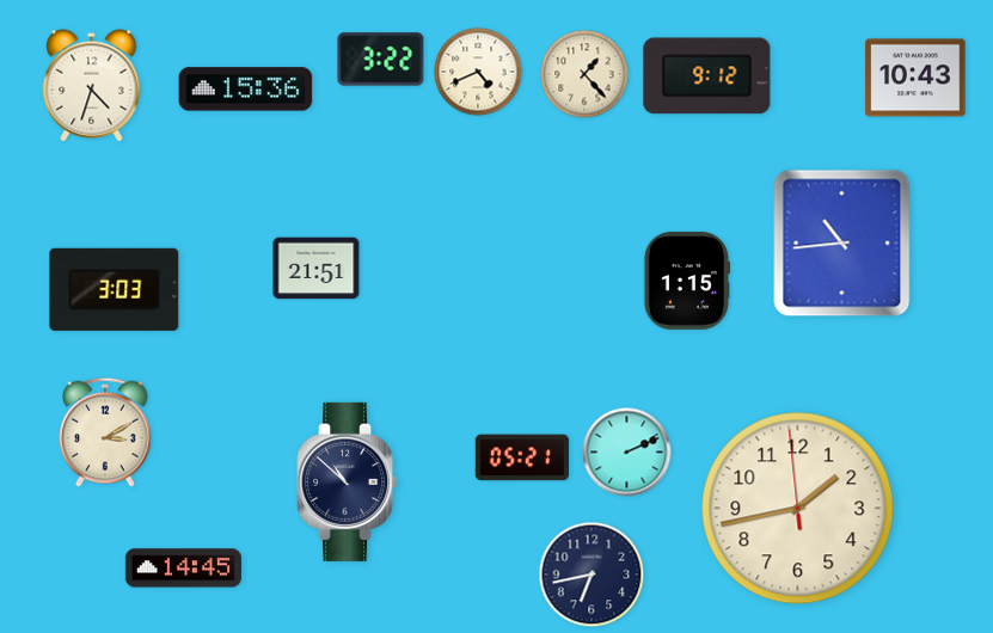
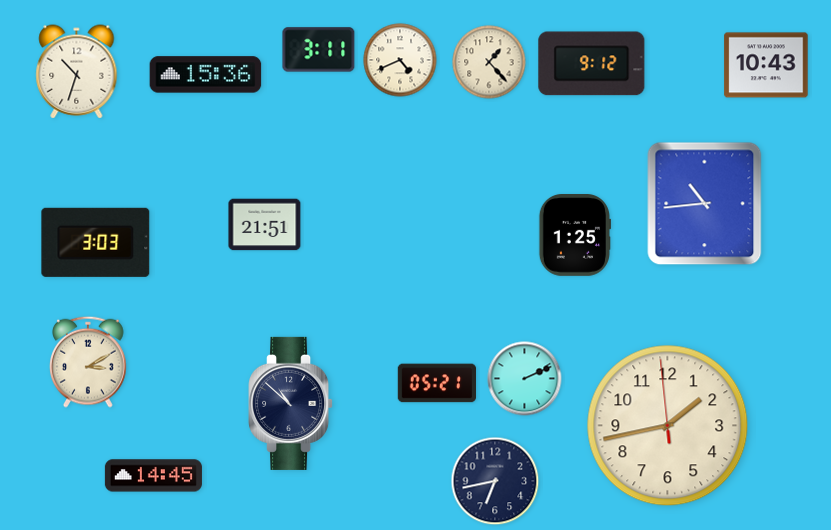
clock at (381, 60): 3:22 -> 3:11
clock at (92, 86): 4:33 -> 10:33
clock at (687, 282): 1:15 -> 1:25
